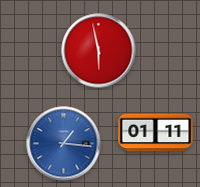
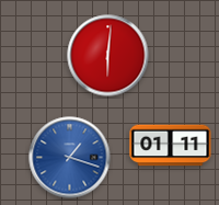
clock at (99, 51): 5:58 -> 6:01
clock at (64, 144): 1:16 -> 1:18
